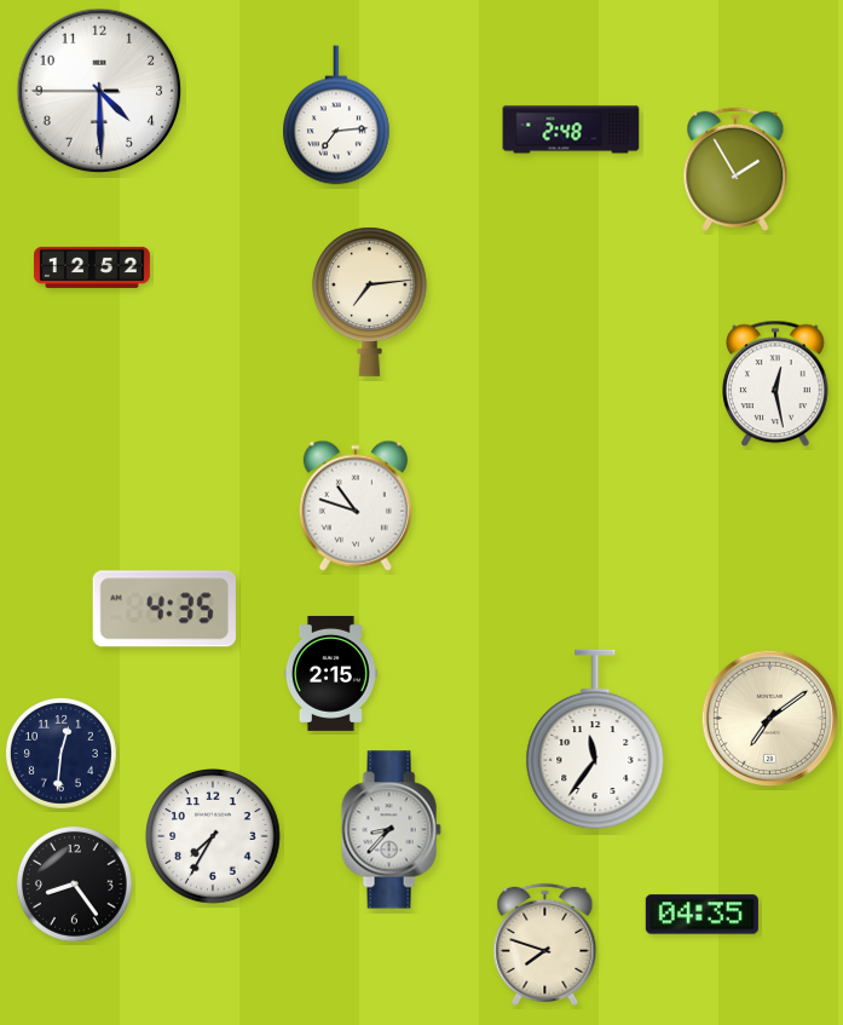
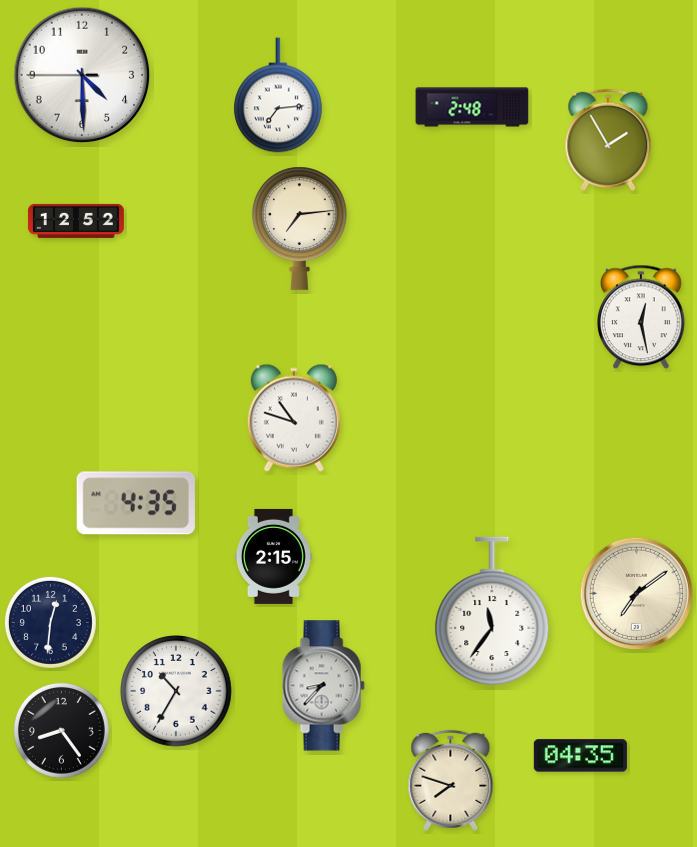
clock at (370, 301) position: (370, 301) -> (300, 228)
clock at (213, 836): 7:35 -> 10:35
